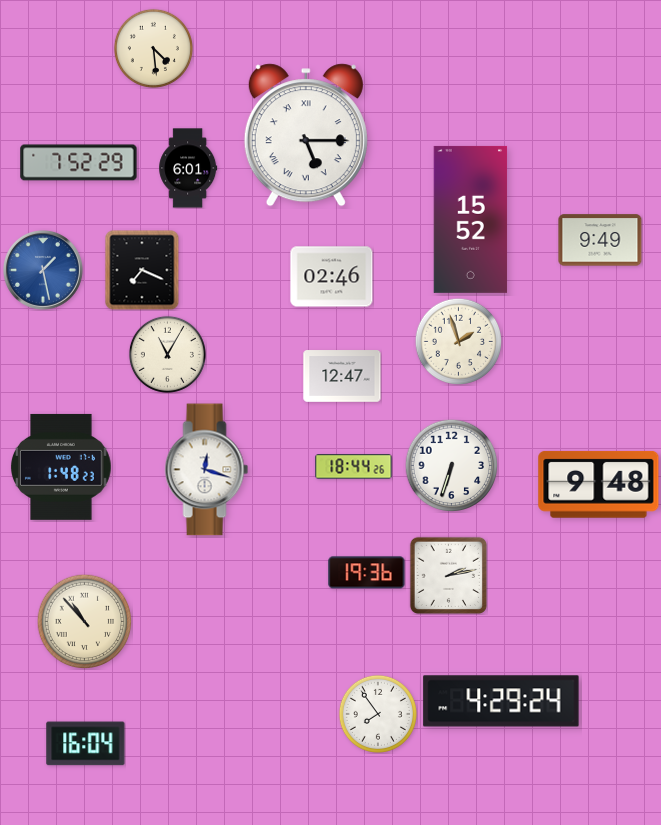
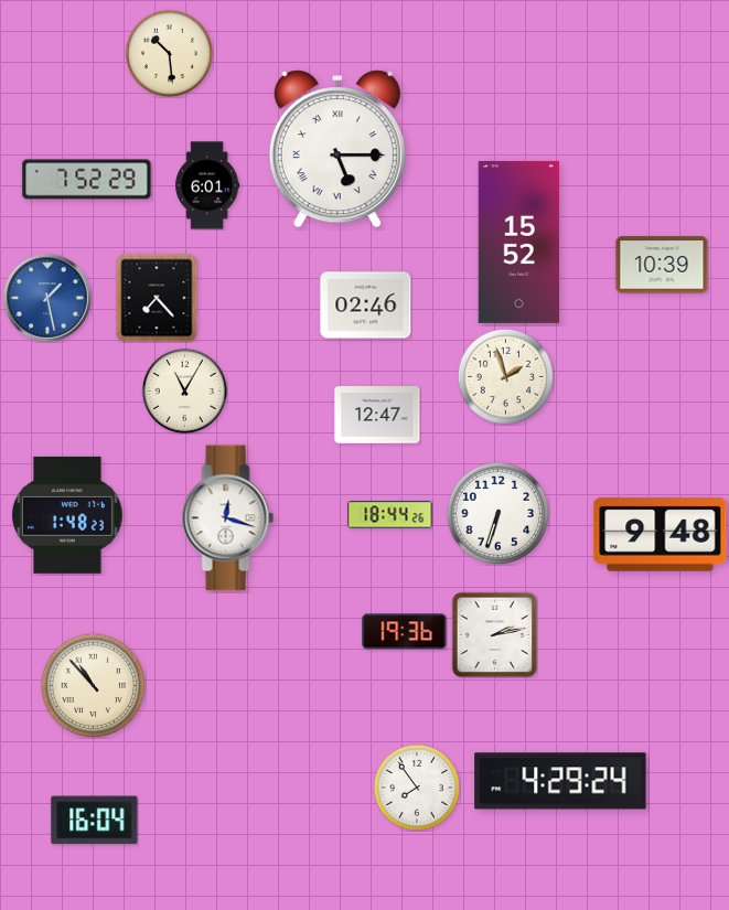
clock at (153, 48): 4:29 -> 10:29
clock at (600, 240): 9:49 -> 10:39
clock at (142, 270): 7:19 -> 7:23
clock at (501, 701) position: (501, 701) -> (560, 781)
